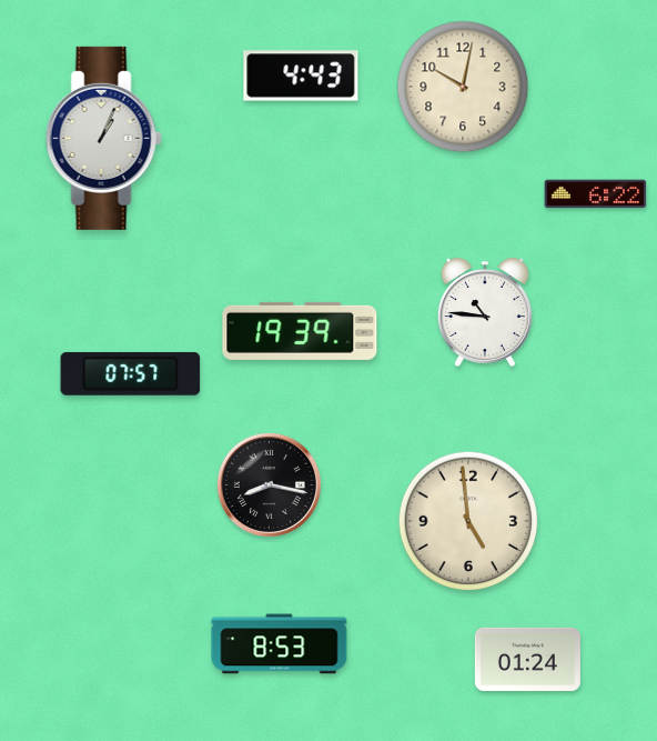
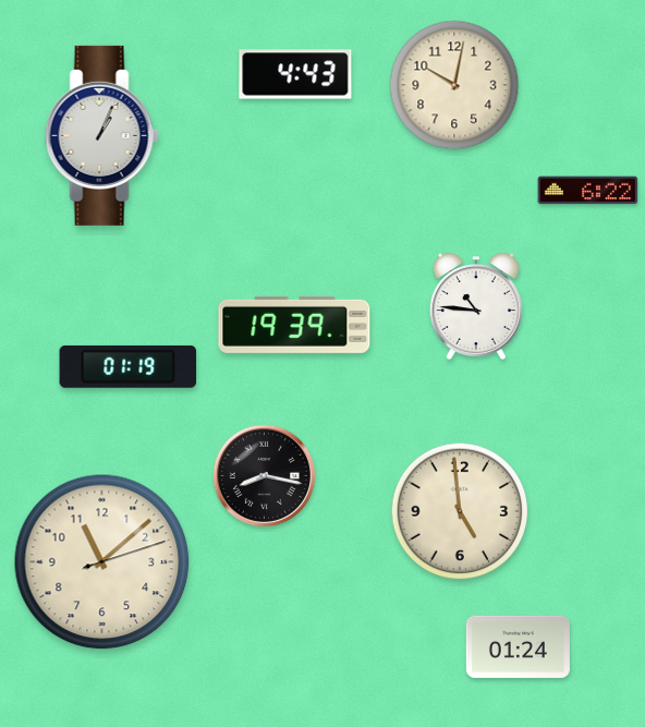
clock at (596, 194) position: (596, 194) -> (588, 191)
clock at (131, 373): 07:57 -> 01:19
clock at (102, 562): none -> 11:08
clock at (280, 644): 8:53 -> none
